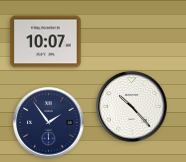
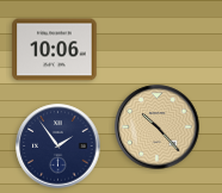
clock at (46, 42): 10:07 -> 10:06
clock at (132, 107) dial: white -> champagne
